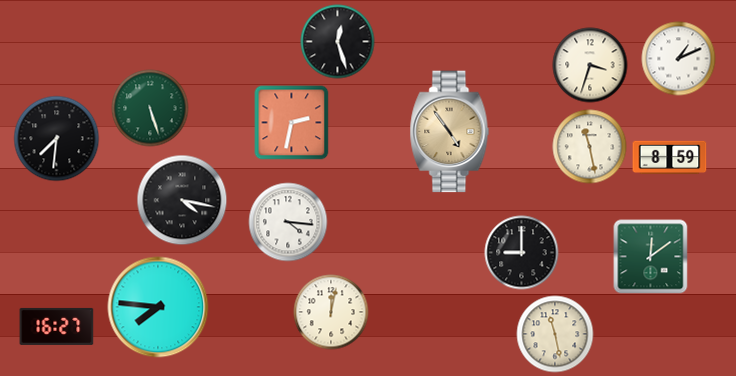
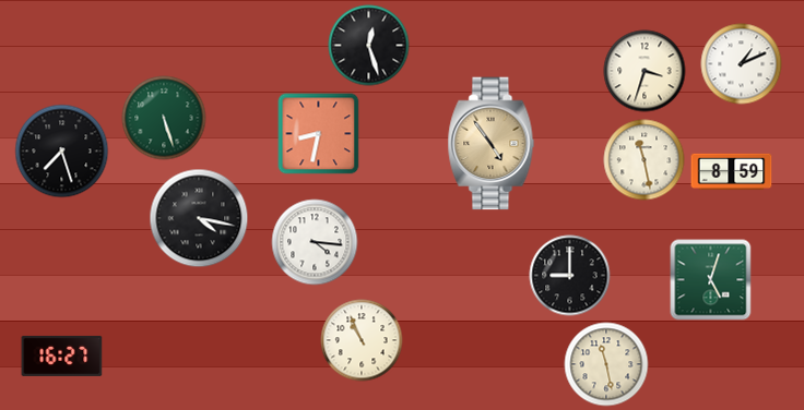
clock at (292, 123): 2:32 -> 8:32
clock at (57, 139): 7:31 -> 7:27
clock at (651, 257): 12:09 -> 5:03
clock at (158, 307): 7:46 -> none
clock at (331, 312): 12:02 -> 10:56
